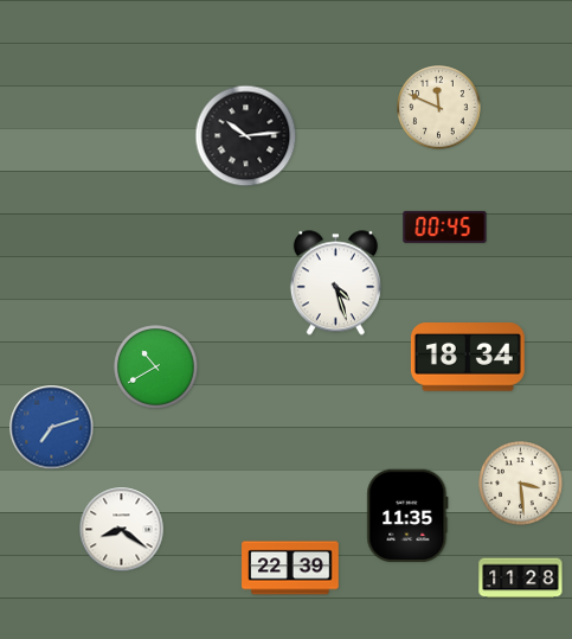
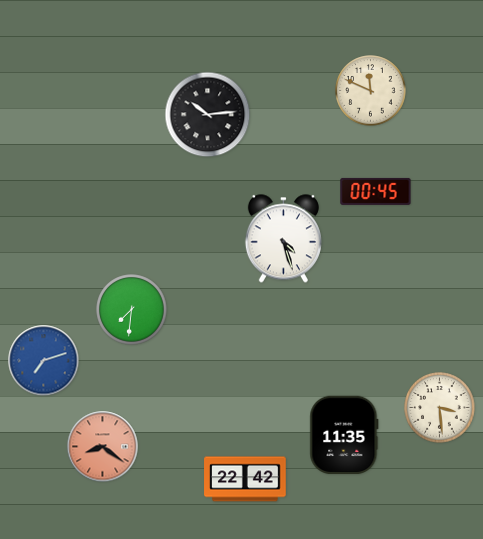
clock at (468, 358): 18:34 -> none
clock at (156, 368): 10:40 -> 7:31
clock at (122, 530) dial: white -> salmon
clock at (290, 568): 22:39 -> 22:42
clock at (521, 579): 11:28 -> none
